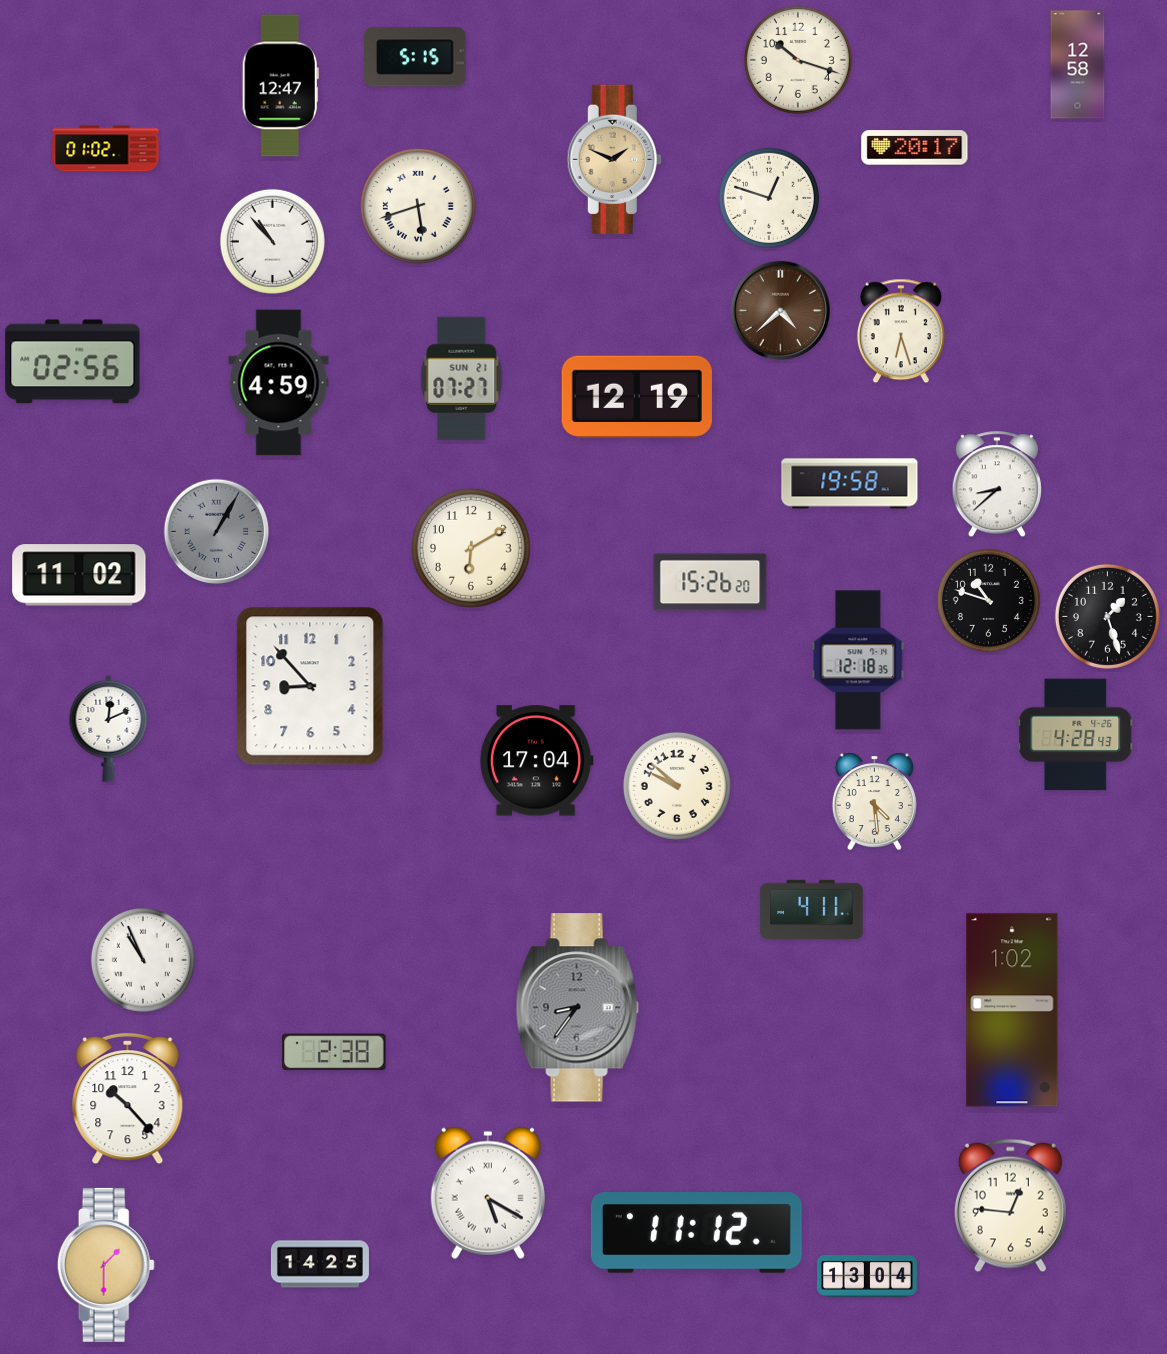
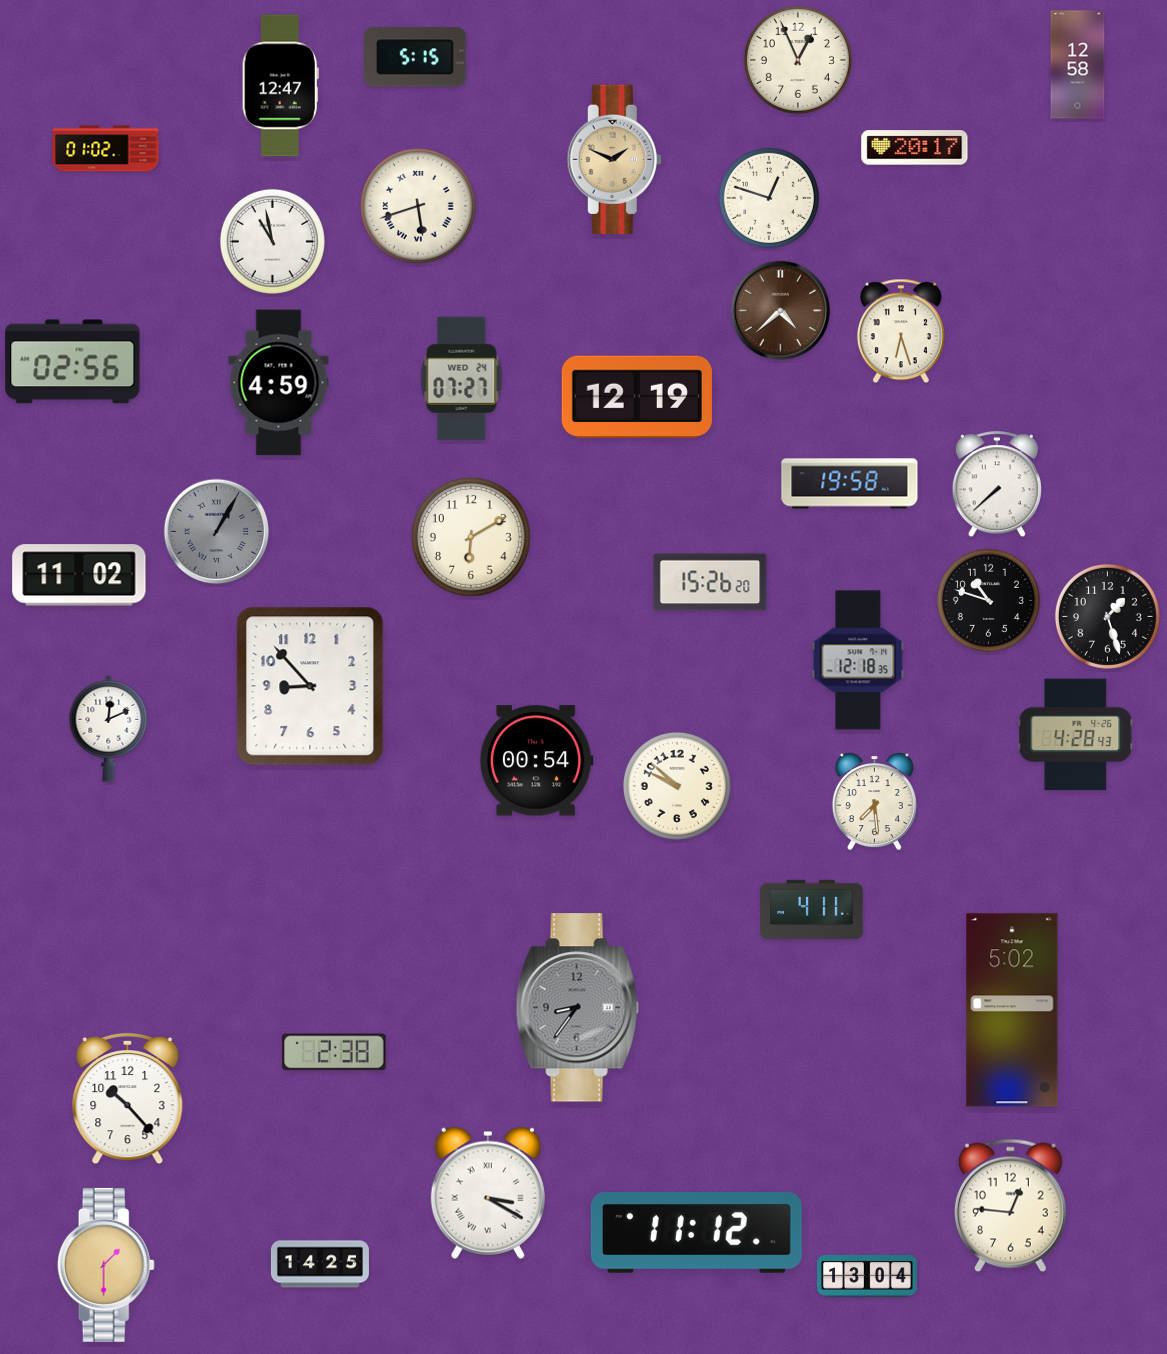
clock at (798, 60): 10:18 -> 12:56
clock at (272, 241): 10:53 -> 10:58
clock at (462, 378) date: SUN 21 -> WED 24
clock at (997, 485): 8:38 -> 7:38
clock at (471, 548) position: (471, 548) -> (471, 537)
clock at (536, 761): 17:04 -> 00:54
clock at (874, 802): 4:29 -> 7:29
clock at (143, 960): 10:56 -> none
clock at (1012, 1010): 1:02 -> 5:02
clock at (488, 1193): 5:20 -> 3:20
